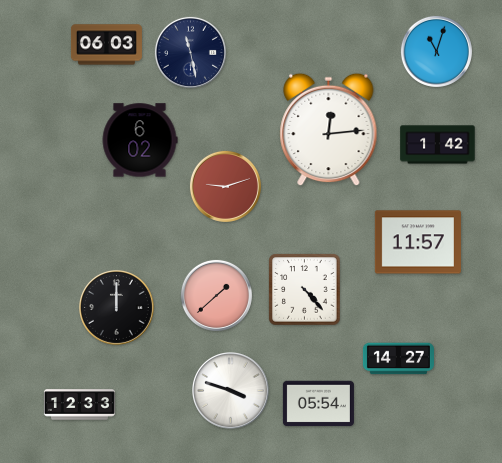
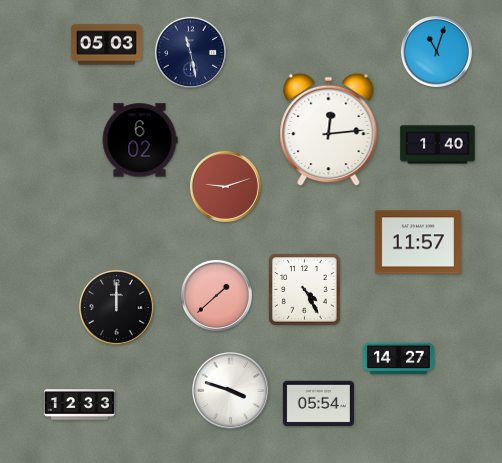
clock at (106, 45): 06:03 -> 05:03
clock at (438, 145): 1:42 -> 1:40
clock at (305, 290): 4:23 -> 4:25
